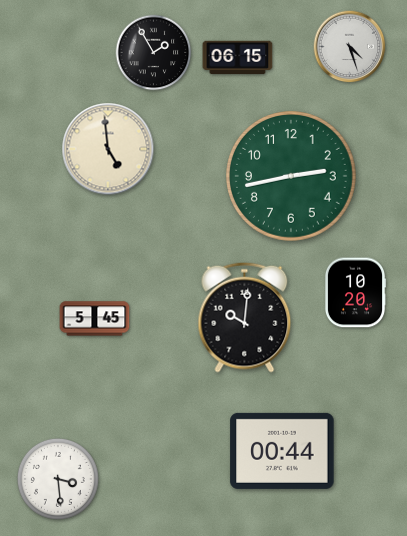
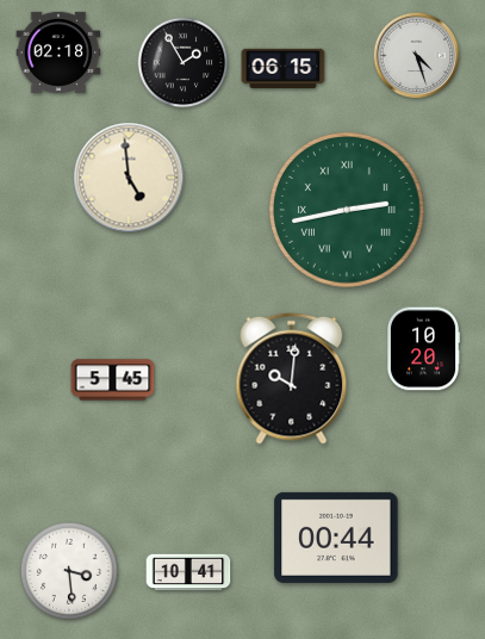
clock at (58, 52): none -> 02:18
clock at (292, 177) numerals: Arabic -> Roman
clock at (188, 572): none -> 10:41
